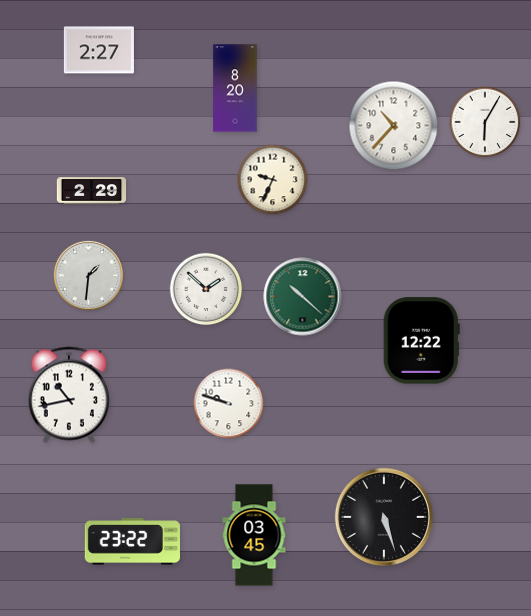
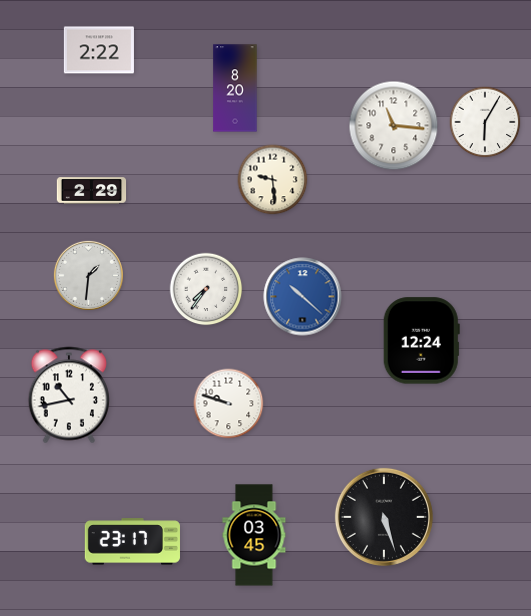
clock at (99, 50): 2:27 -> 2:22
clock at (394, 126): 10:37 -> 11:16
clock at (273, 180): 9:34 -> 9:29
clock at (206, 289): 1:52 -> 7:36
clock at (303, 297) dial: green -> blue
clock at (421, 341): 12:22 -> 12:24
clock at (132, 542): 23:22 -> 23:17
